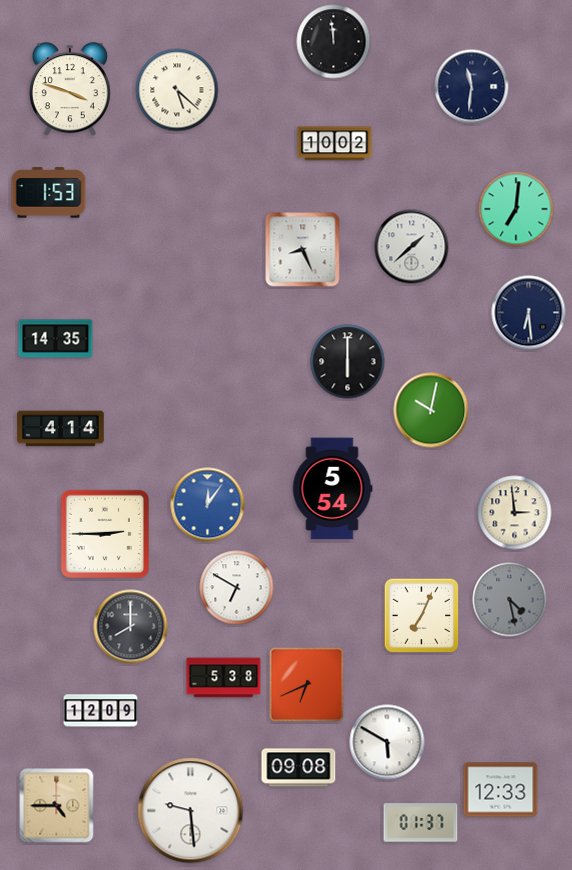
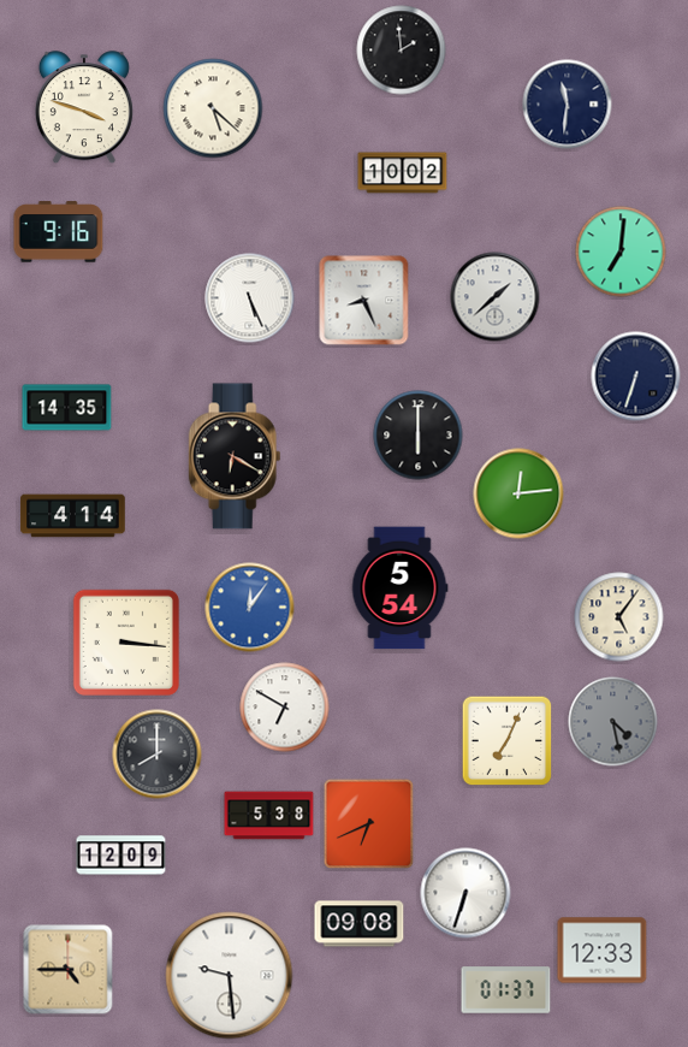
clock at (334, 42): 11:59 -> 1:59
clock at (49, 193): 1:53 -> 9:16
clock at (250, 298): none -> 5:26
clock at (529, 313): 6:29 -> 6:33
clock at (235, 456): none -> 6:20
clock at (431, 410): 10:02 -> 12:14
clock at (515, 513): 2:59 -> 5:06
clock at (105, 534): 2:45 -> 3:16
clock at (387, 742): 5:50 -> 6:33
